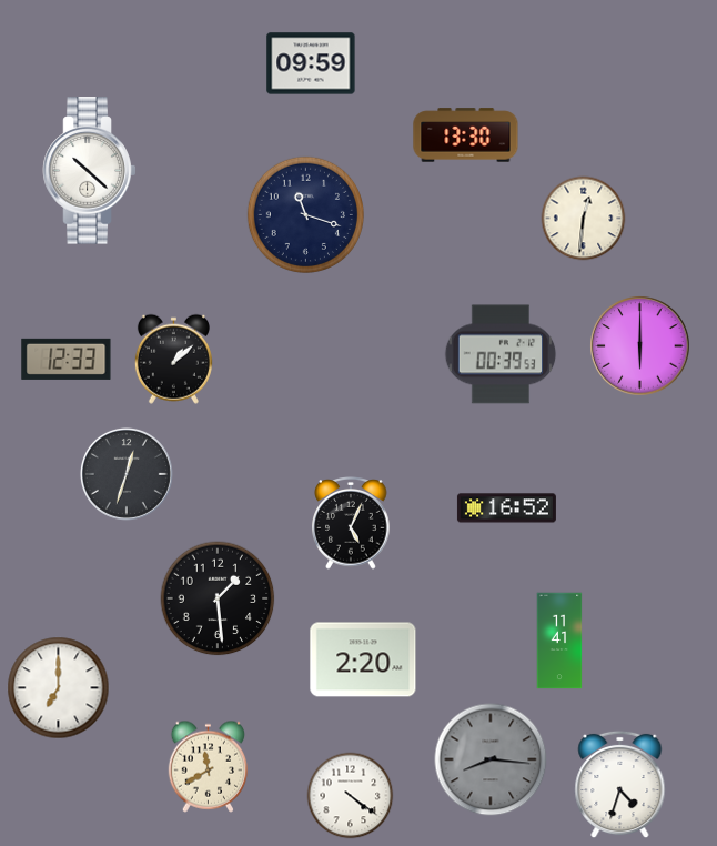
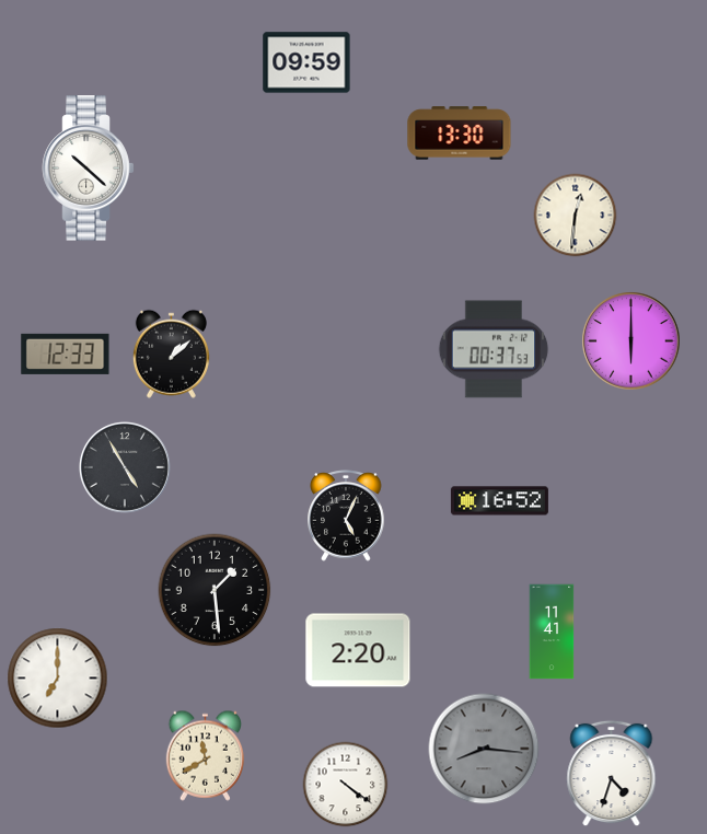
clock at (305, 214): 11:18 -> none
clock at (501, 354): 00:39 -> 00:37
clock at (127, 474): 12:33 -> 4:55
